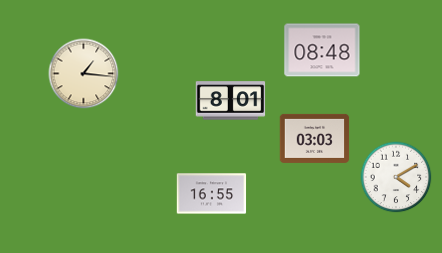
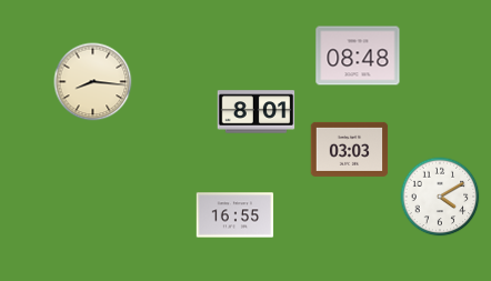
clock at (84, 74): 1:16 -> 8:16
clock at (315, 138) position: (315, 138) -> (350, 149)
